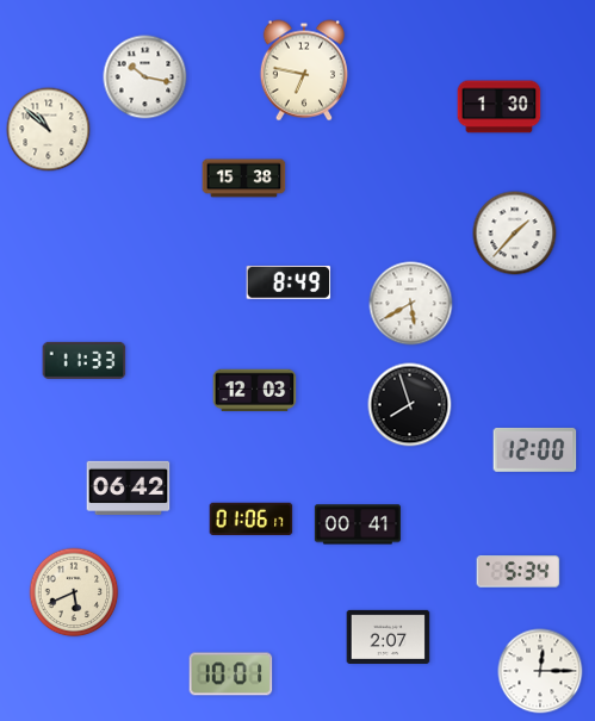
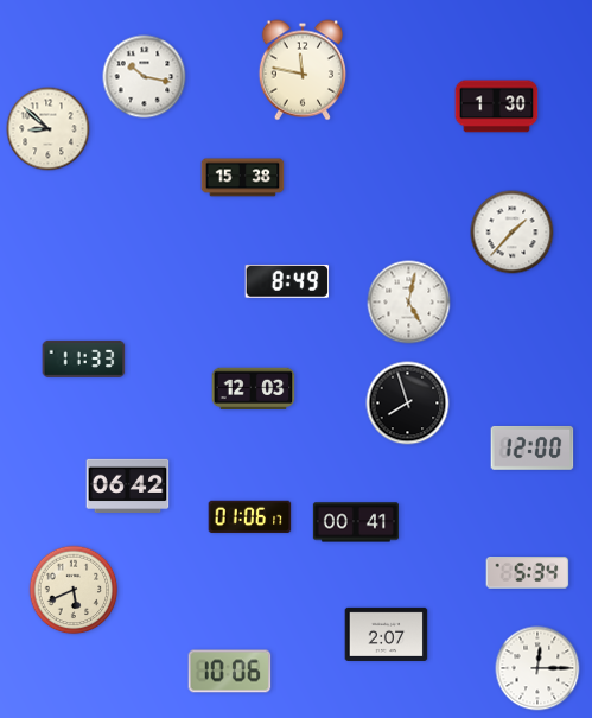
clock at (303, 70): 6:47 -> 11:47
clock at (49, 130): 10:52 -> 8:52
clock at (411, 304): 5:40 -> 5:02
clock at (519, 572) position: (519, 572) -> (528, 573)
clock at (231, 675): 10:01 -> 10:06
